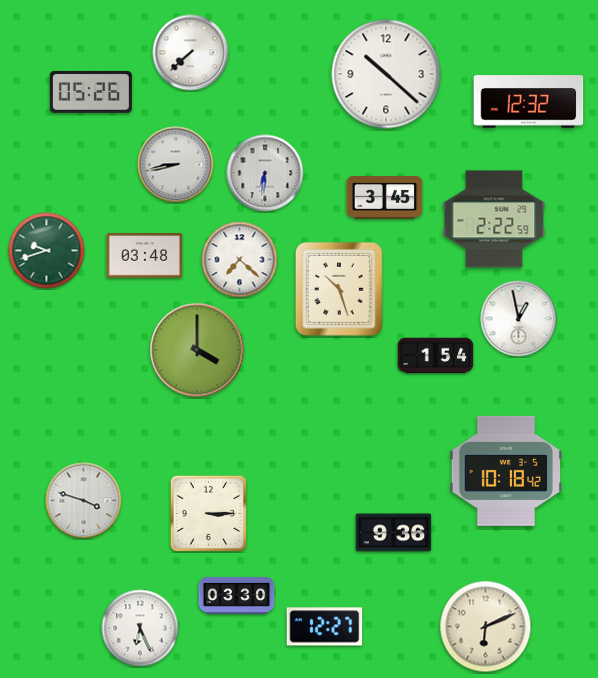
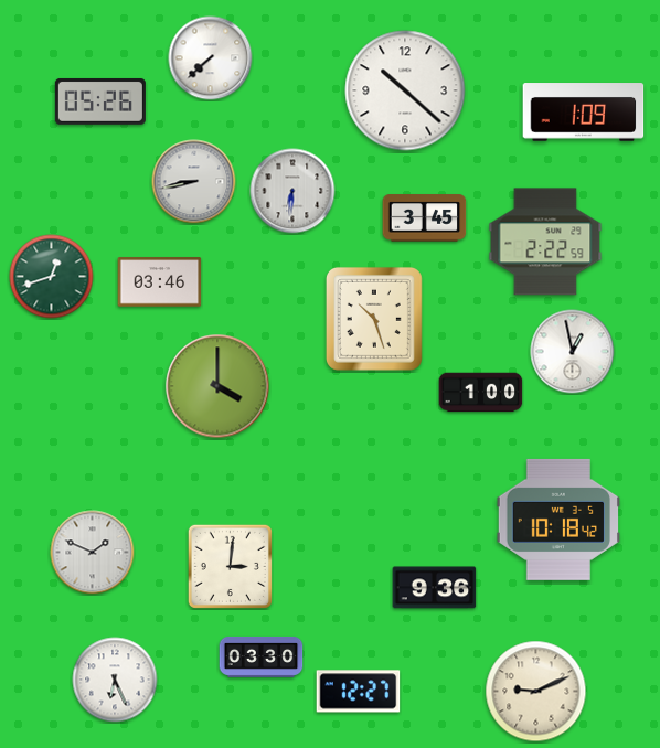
clock at (386, 74) position: (386, 74) -> (405, 90)
clock at (529, 102): 12:32 -> 1:09
clock at (47, 251): 9:42 -> 12:42
clock at (145, 256): 03:48 -> 03:46
clock at (240, 260): 7:22 -> none
clock at (436, 356): 1:54 -> 1:00
clock at (84, 501): 3:48 -> 1:49
clock at (208, 513): 3:15 -> 3:01
clock at (486, 627): 6:11 -> 9:11
clock at (140, 628) position: (140, 628) -> (115, 680)
